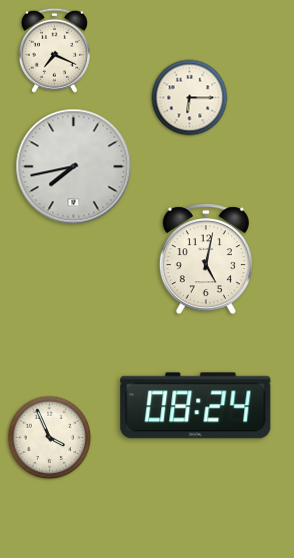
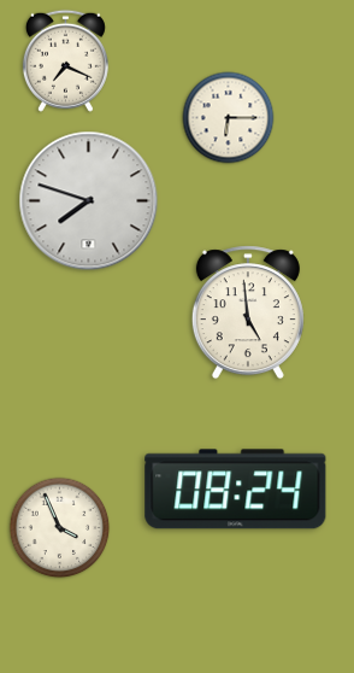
clock at (74, 167): 7:43 -> 7:48
clock at (206, 259): 5:02 -> 4:59
